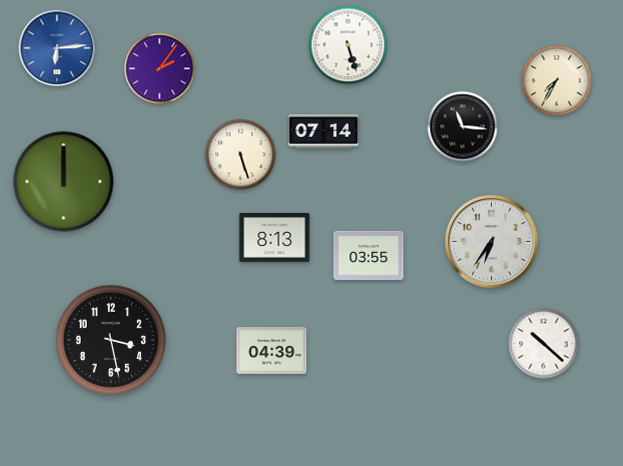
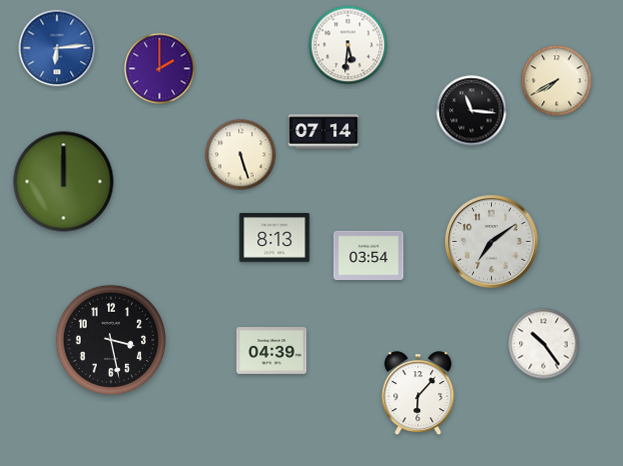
clock at (348, 45): 5:27 -> 5:31
clock at (160, 69): 2:06 -> 2:00
clock at (557, 81): 7:35 -> 7:40
clock at (463, 127) position: (463, 127) -> (472, 111)
clock at (492, 242): 6:36 -> 7:09
clock at (369, 255): 03:55 -> 03:54
clock at (544, 344): 10:22 -> 10:24
clock at (418, 394): none -> 6:07
